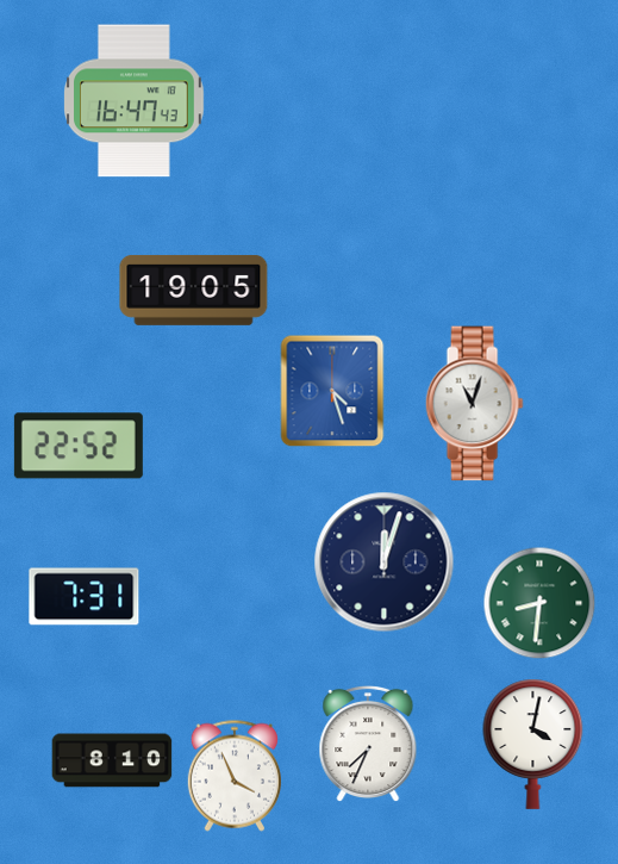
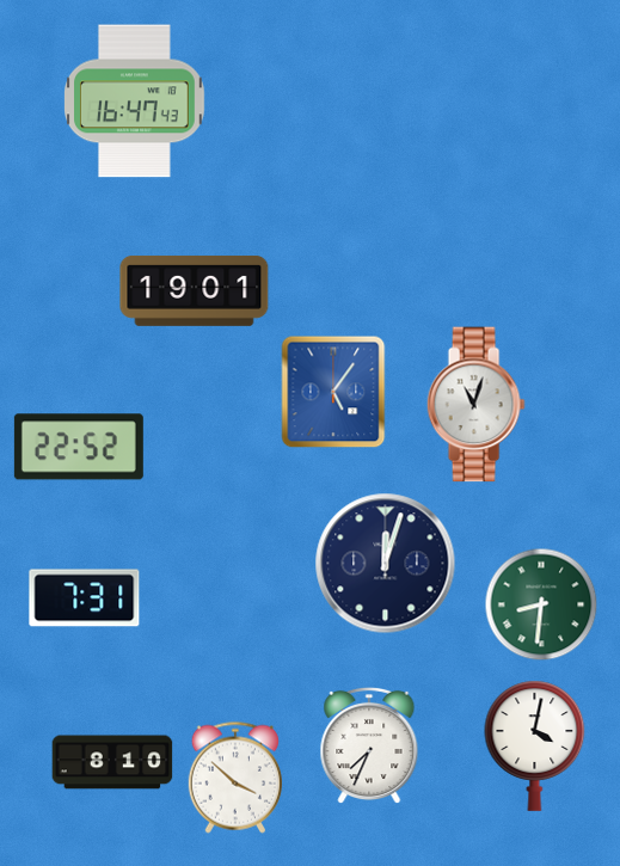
clock at (194, 290): 19:05 -> 19:01
clock at (332, 391): 4:27 -> 5:06
clock at (233, 776): 3:56 -> 3:52
